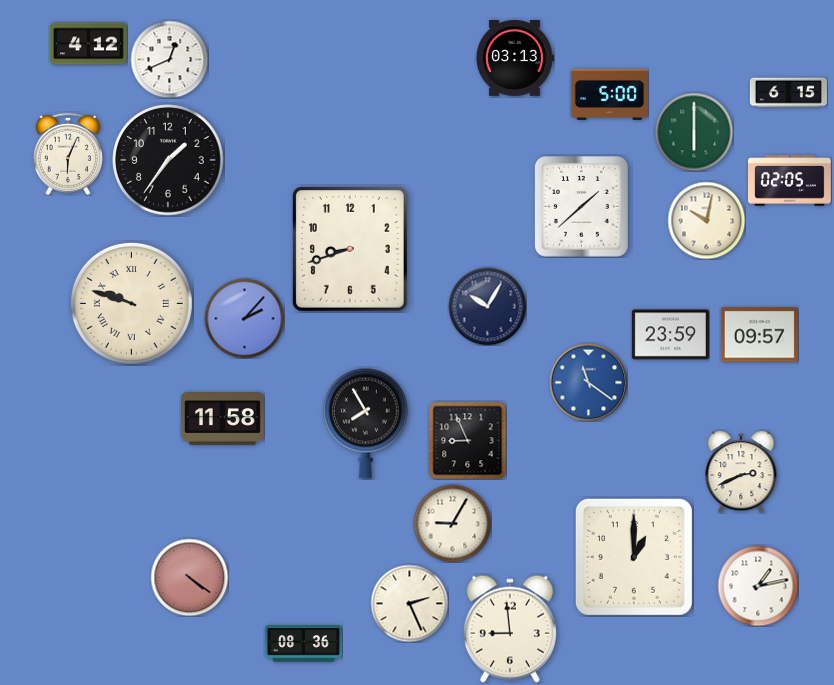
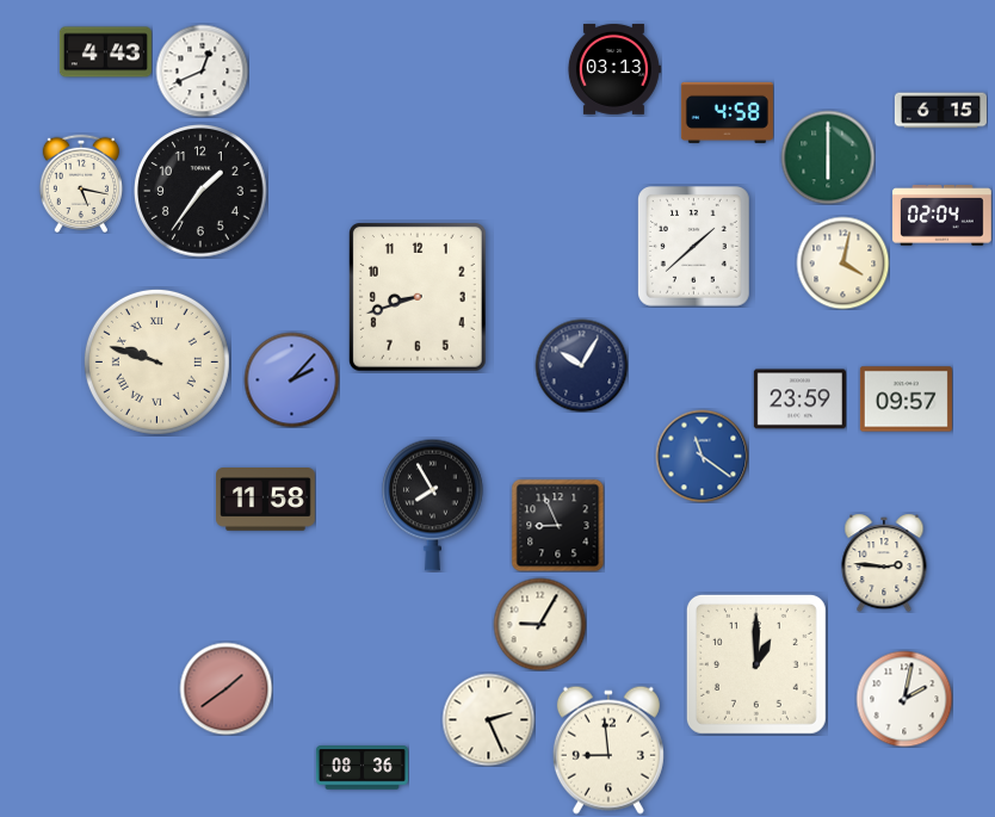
clock at (88, 44): 4:12 -> 4:43
clock at (609, 94): 5:00 -> 4:58
clock at (67, 154): 6:04 -> 5:17
clock at (790, 181): 02:05 -> 02:04
clock at (706, 220): 10:02 -> 4:02
clock at (366, 423) position: (366, 423) -> (433, 505)
clock at (741, 472): 2:41 -> 2:46
clock at (189, 577): 4:21 -> 1:39
clock at (758, 586): 1:13 -> 2:02
